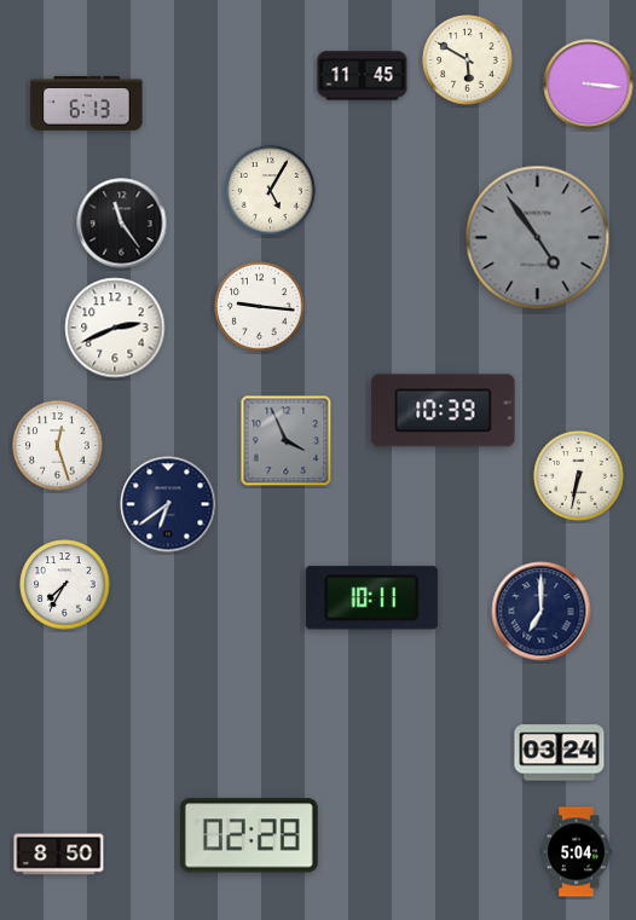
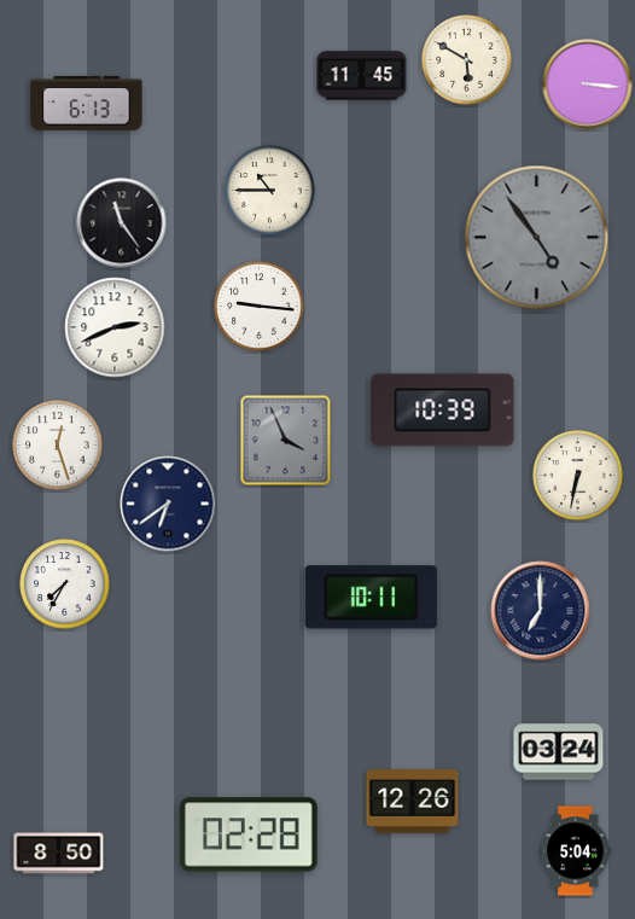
clock at (271, 191): 5:05 -> 10:45
clock at (413, 802): none -> 12:26
